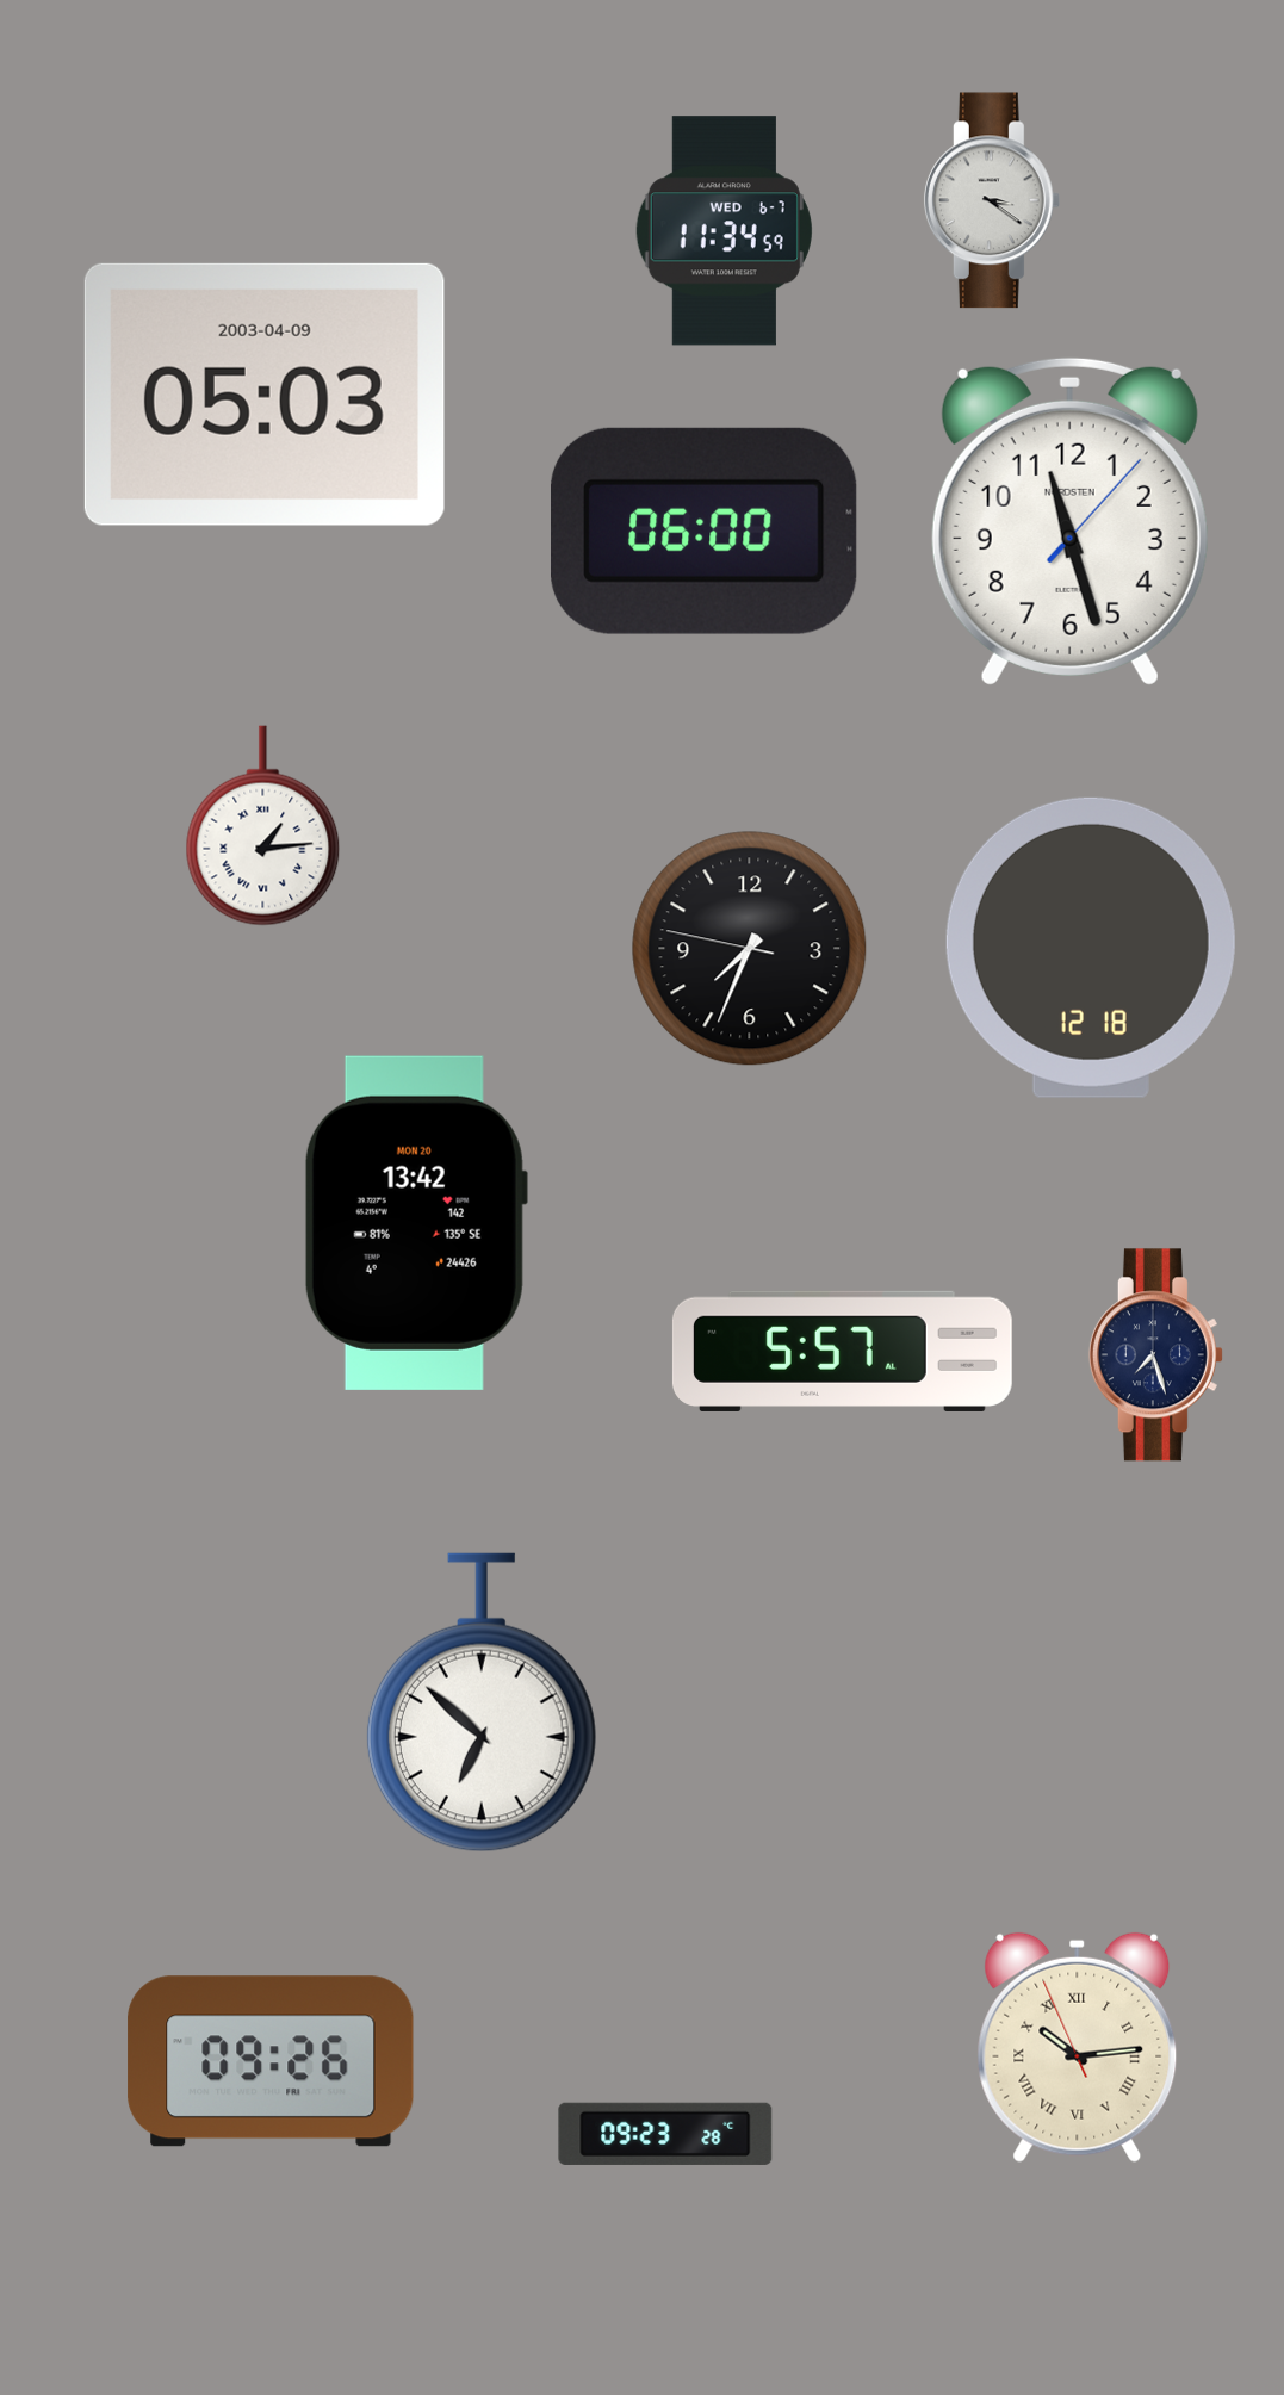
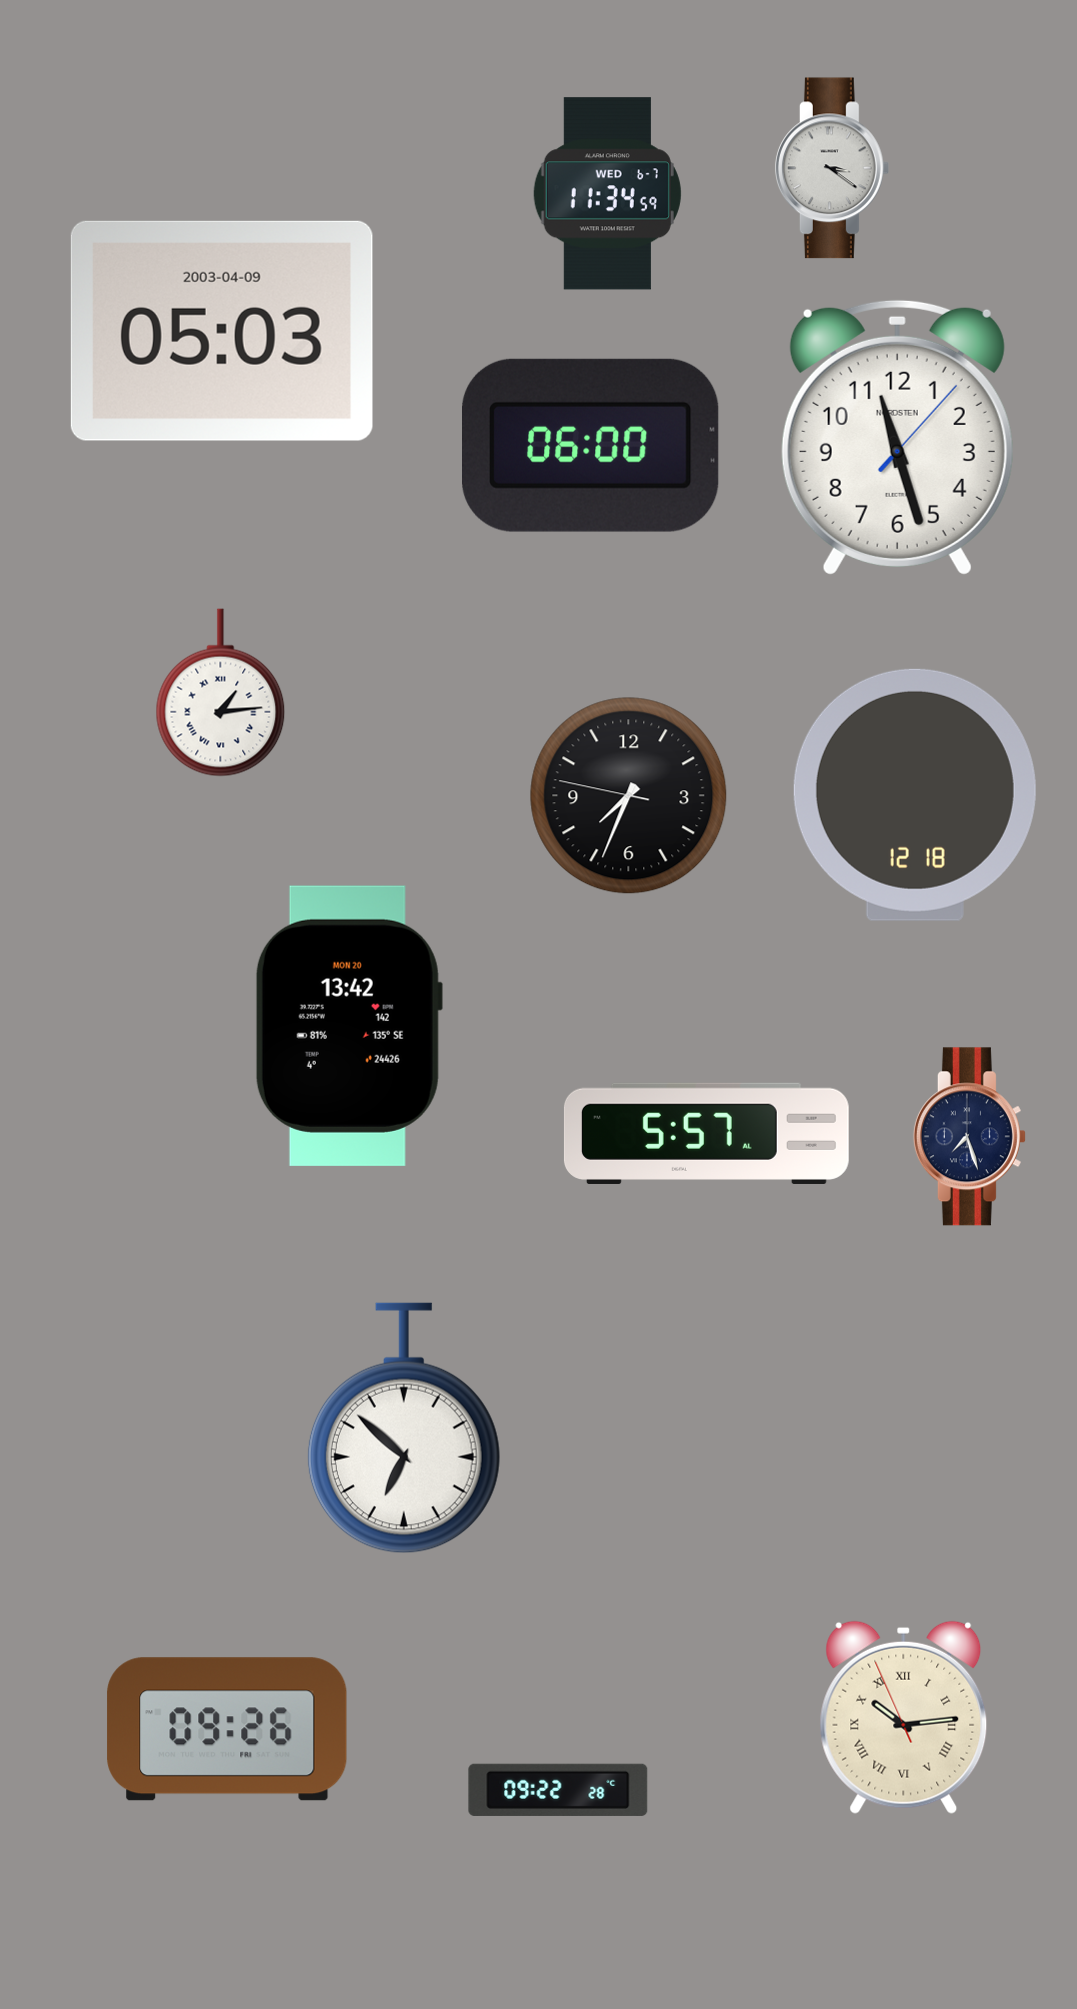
clock at (665, 2134): 09:23 -> 09:22
